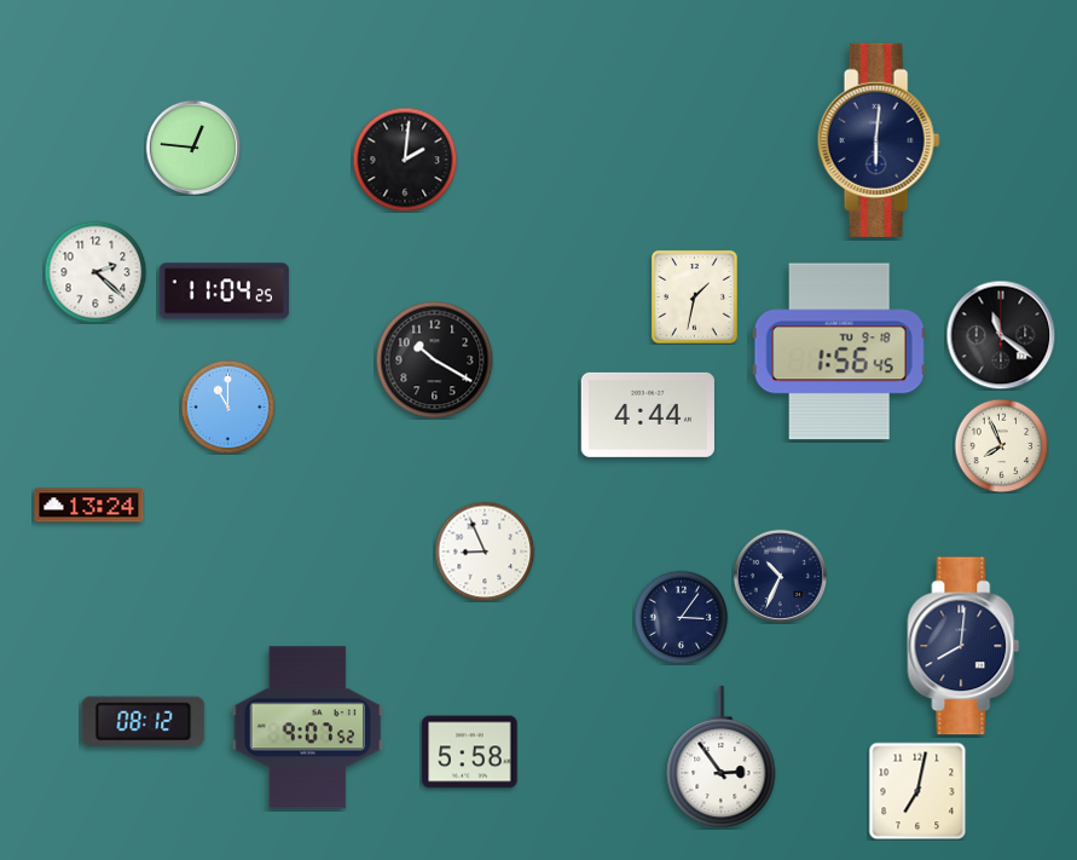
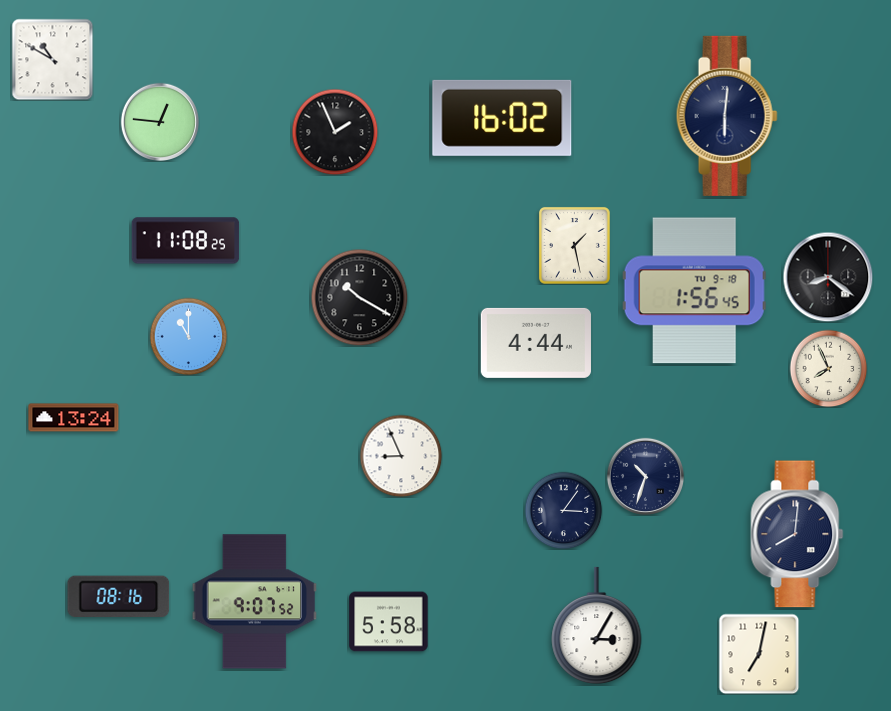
clock at (52, 59): none -> 10:50
clock at (502, 118): none -> 16:02
clock at (405, 160): 2:01 -> 1:56
clock at (95, 272): 2:22 -> none
clock at (225, 292): 11:04 -> 11:08
clock at (694, 298): 1:32 -> 1:28
clock at (1001, 335): 11:21 -> 8:21
clock at (780, 576): 10:34 -> 10:33
clock at (144, 721): 08:12 -> 08:16
clock at (722, 757): 2:54 -> 3:05
